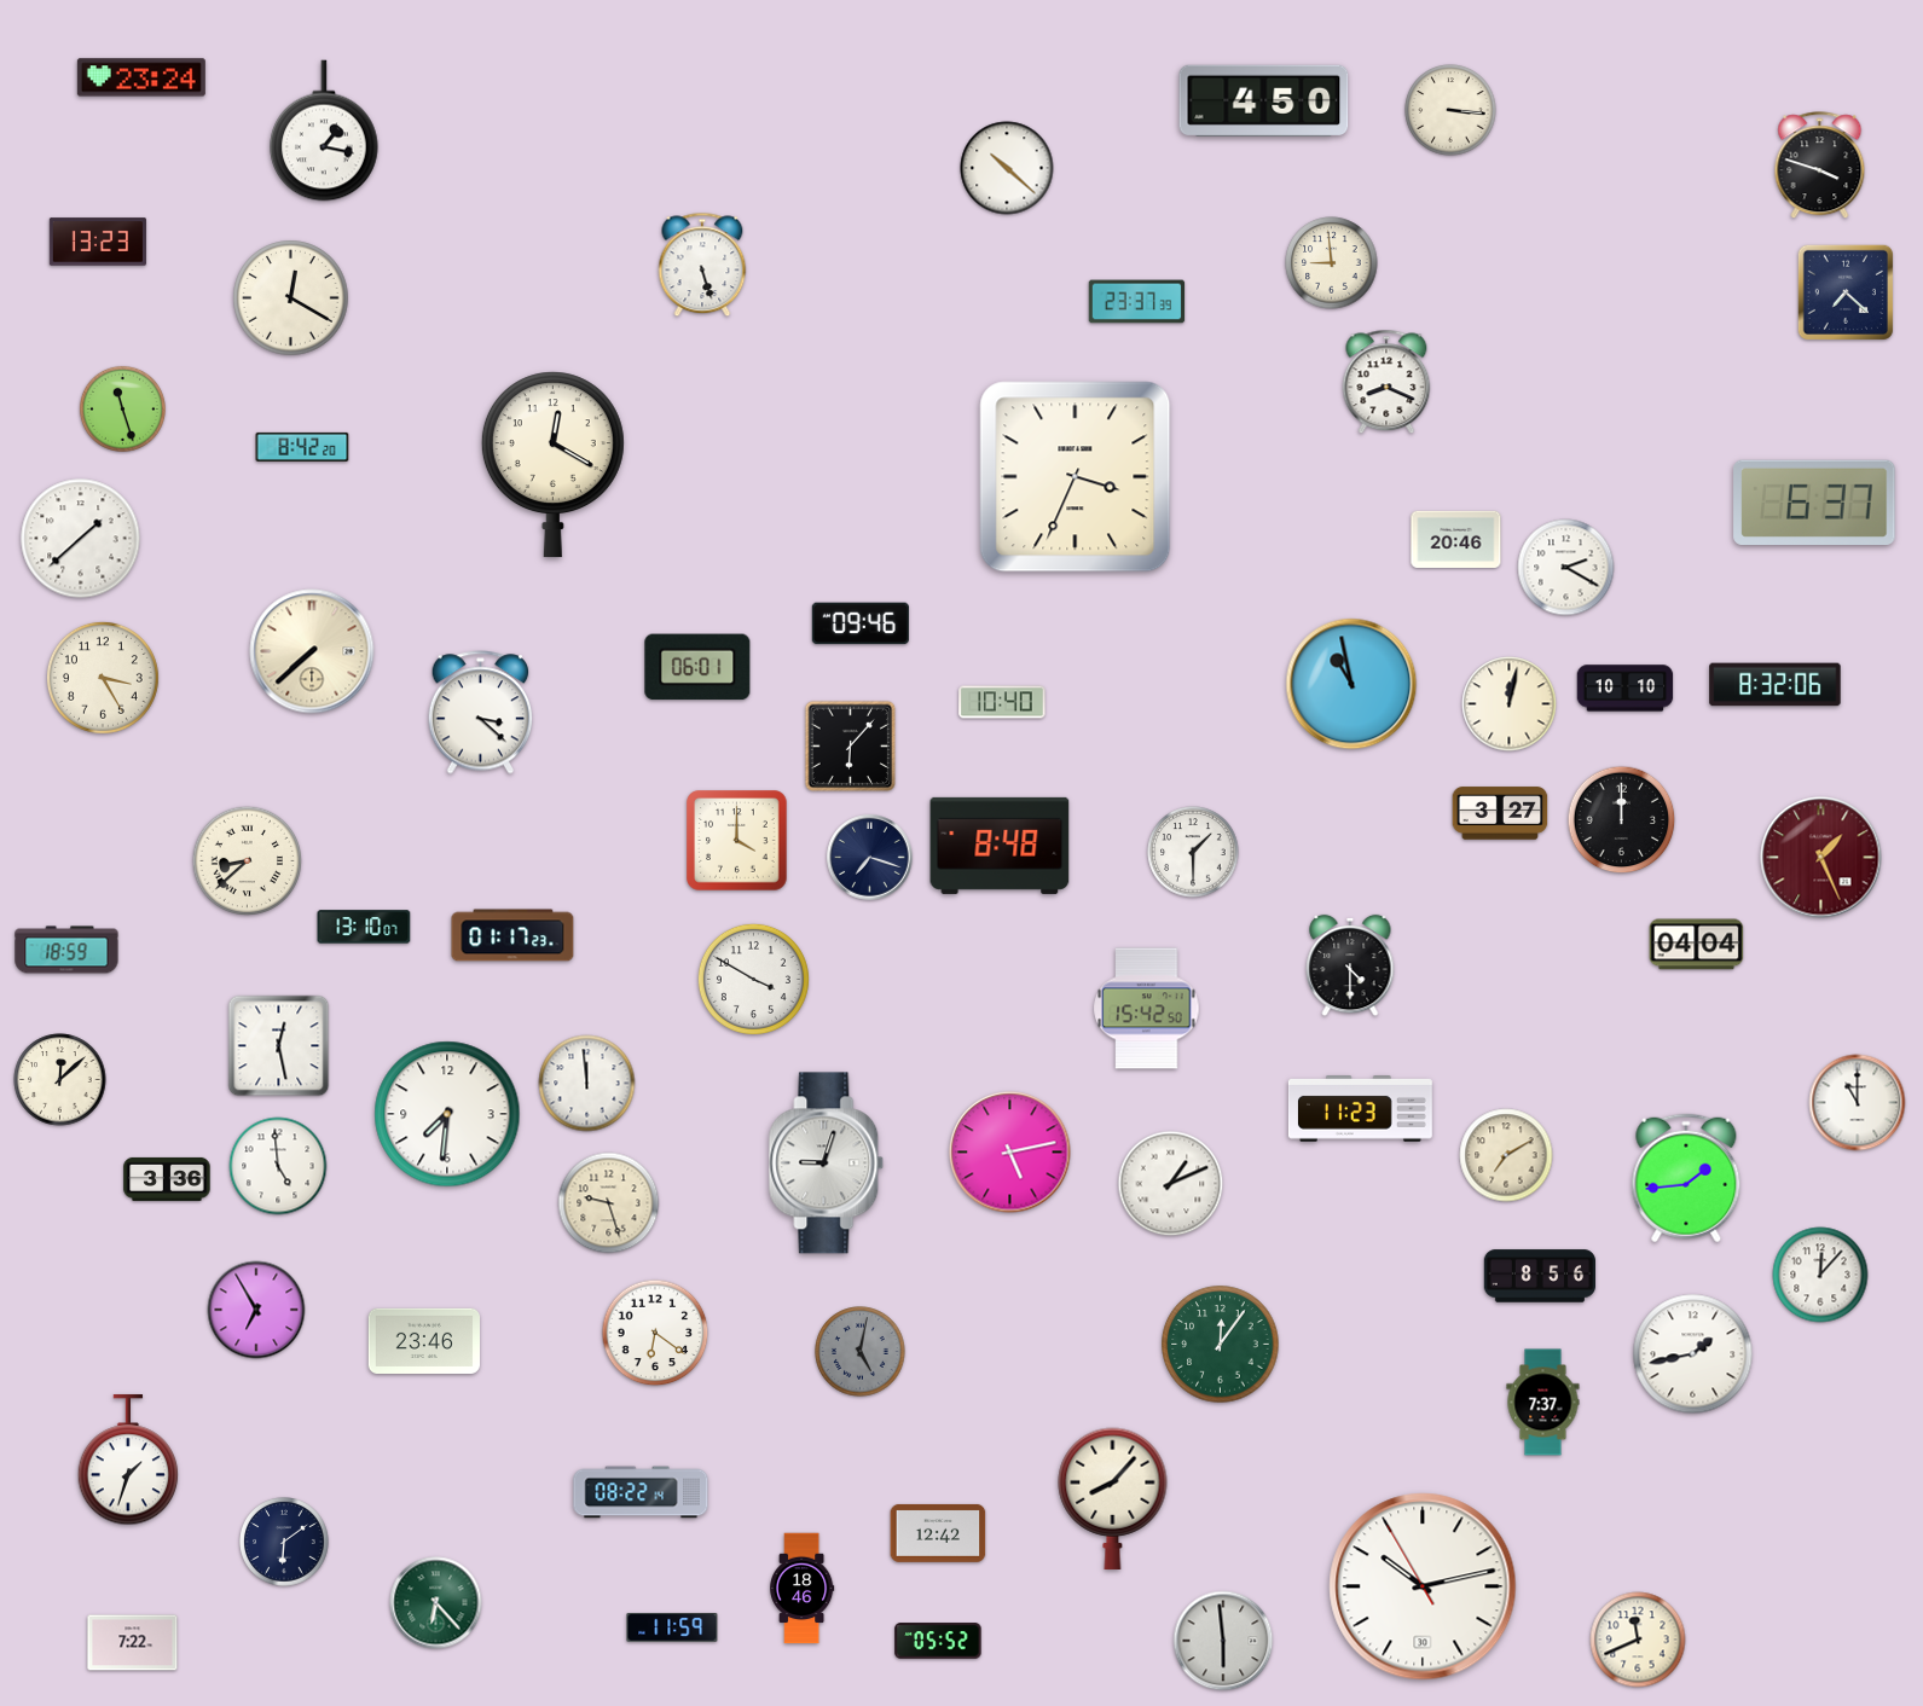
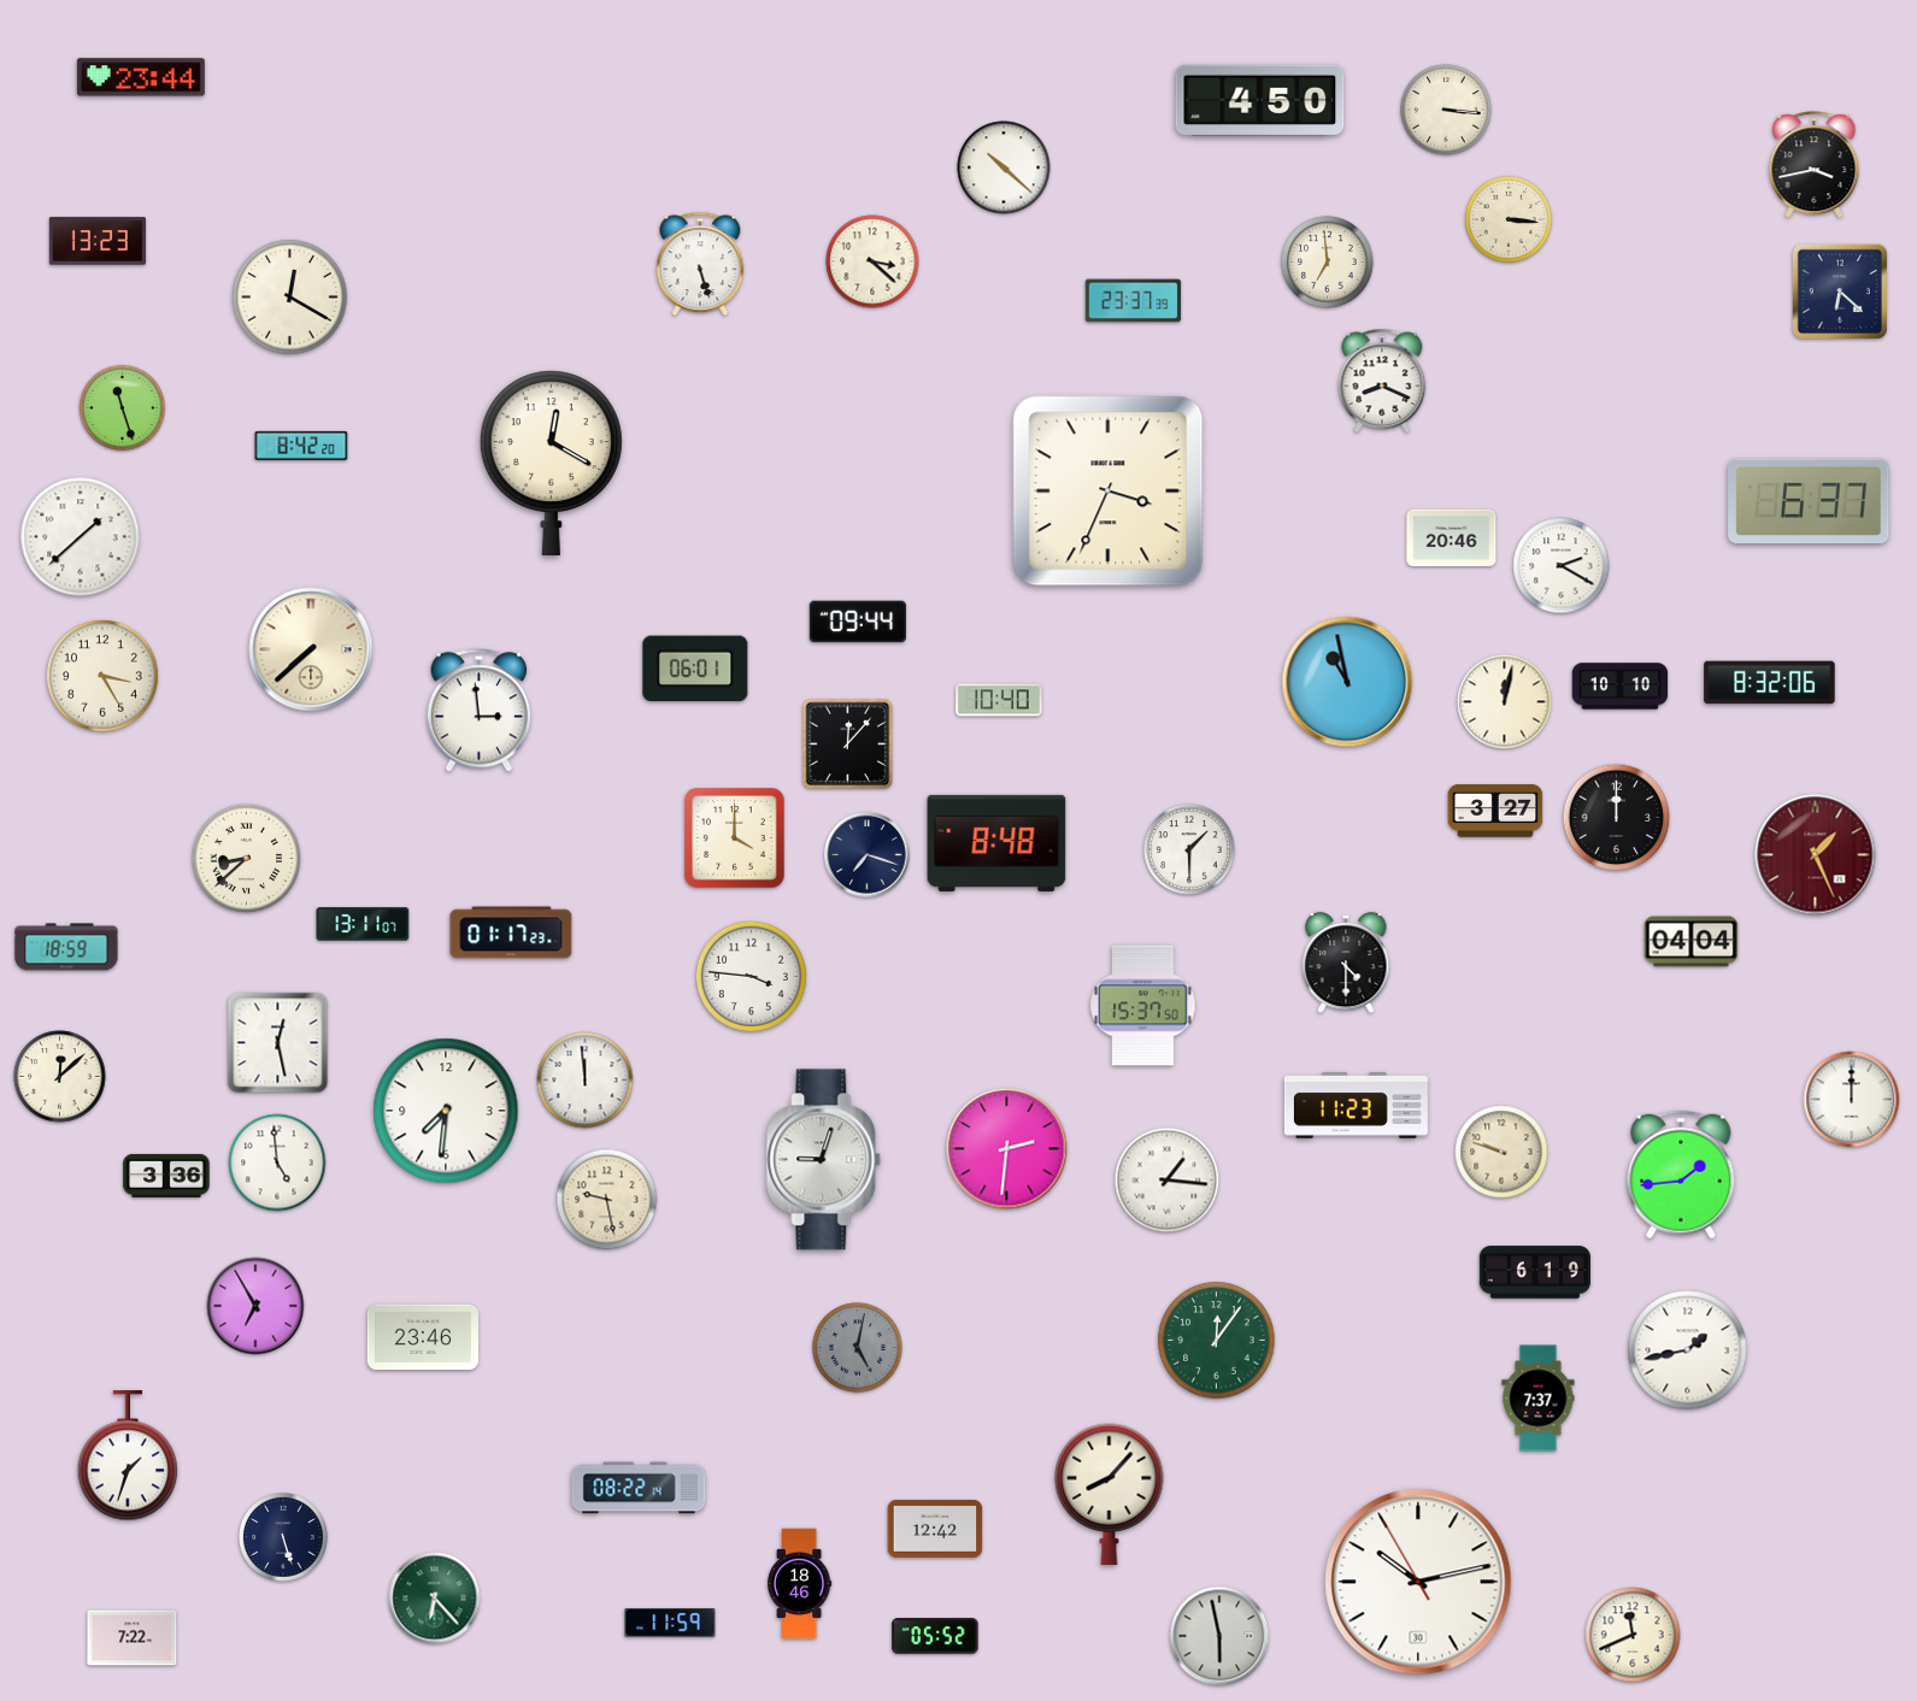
clock at (141, 77): 23:24 -> 23:44
clock at (324, 130): 1:17 -> none
clock at (1820, 166): 3:48 -> 3:43
clock at (1509, 219): none -> 3:16
clock at (872, 261): none -> 3:22
clock at (1332, 263): 8:59 -> 6:59
clock at (1846, 292): 7:22 -> 6:22
clock at (1076, 477) position: (1076, 477) -> (1109, 492)
clock at (861, 623): 09:46 -> 09:44
clock at (697, 667) position: (697, 667) -> (695, 669)
clock at (481, 713): 3:22 -> 2:59
clock at (851, 747): 6:07 -> 12:07
clock at (364, 927): 13:10 -> 13:11
clock at (753, 979): 3:50 -> 3:46
clock at (1147, 1009): 15:42 -> 15:37
clock at (1858, 1103): 11:00 -> 12:00
clock at (1010, 1153): 5:13 -> 2:31
clock at (1506, 1155): 7:10 -> 9:48
clock at (1171, 1184): 1:11 -> 1:16
clock at (609, 1203): 9:27 -> 9:28
clock at (1820, 1275): 12:07 -> none
clock at (1540, 1276): 8:56 -> 6:19
clock at (655, 1333): 6:21 -> none
clock at (284, 1542): 6:09 -> 5:27
clock at (1223, 1641): 5:59 -> 5:58
